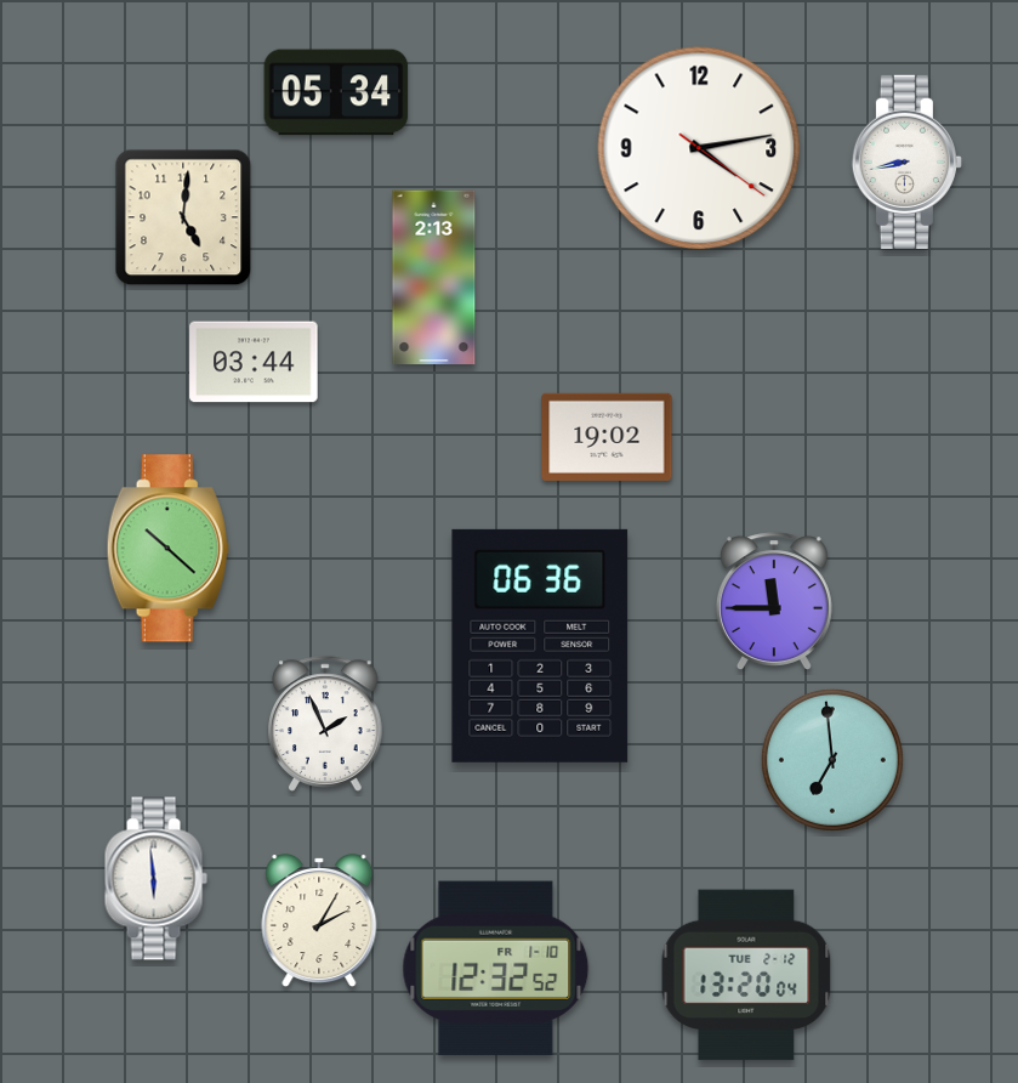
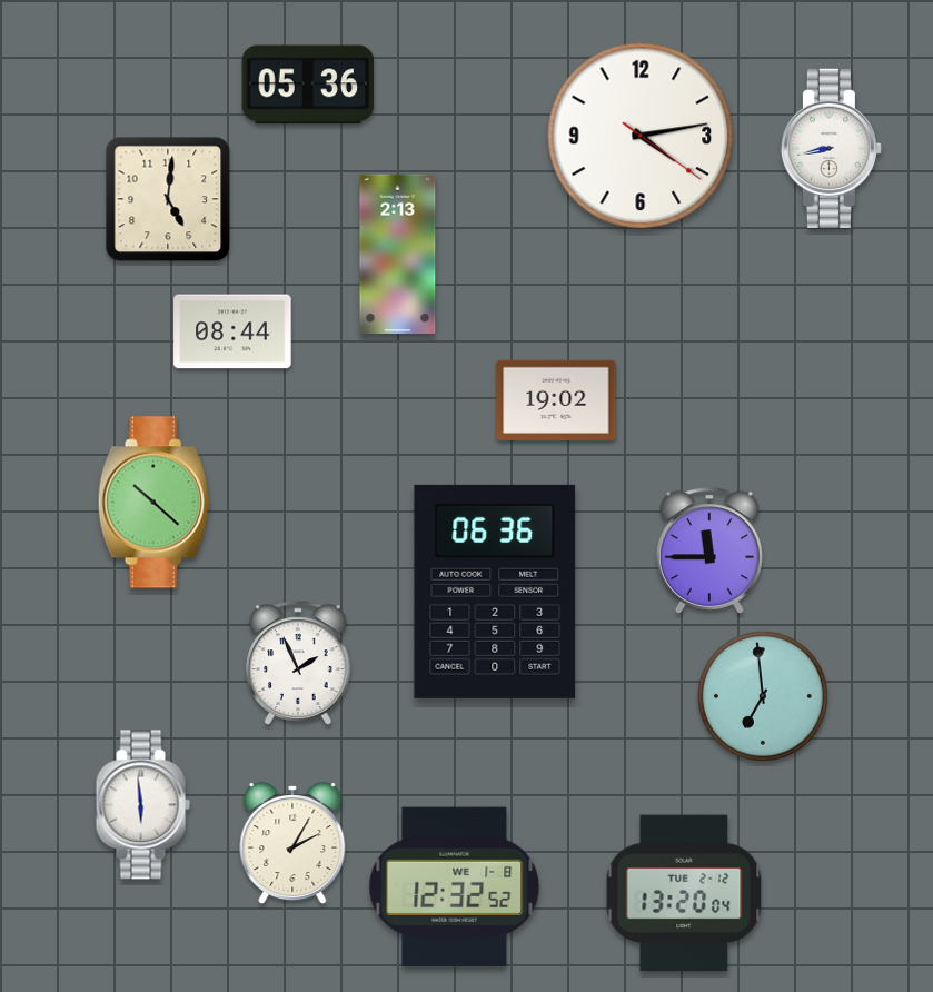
clock at (336, 92): 05:34 -> 05:36
clock at (254, 362): 03:44 -> 08:44
clock at (496, 969) date: FR 1-10 -> WE 1-8
